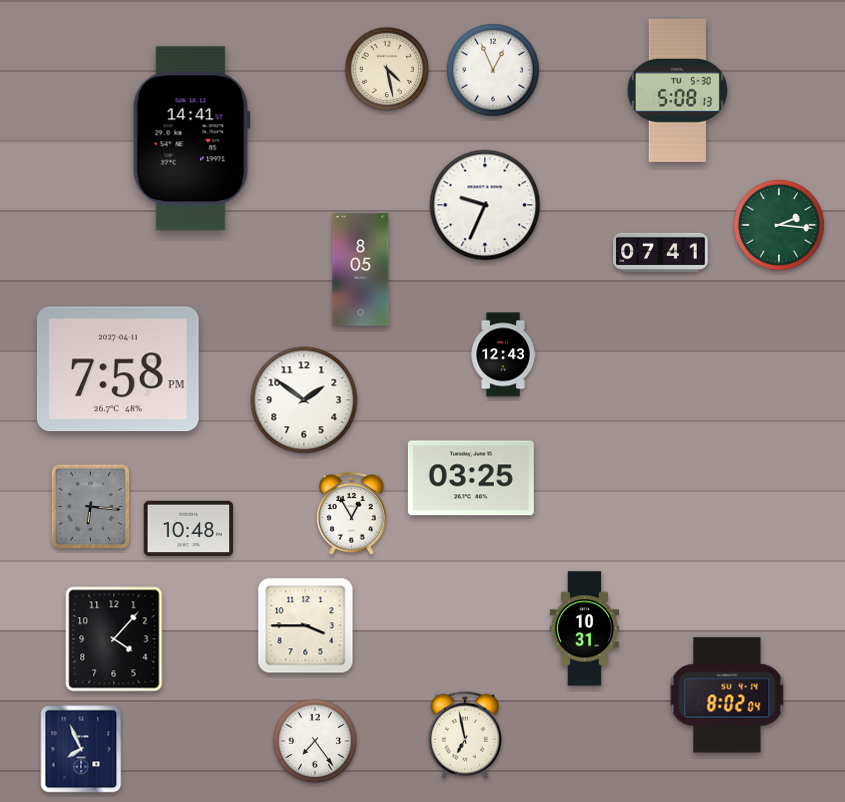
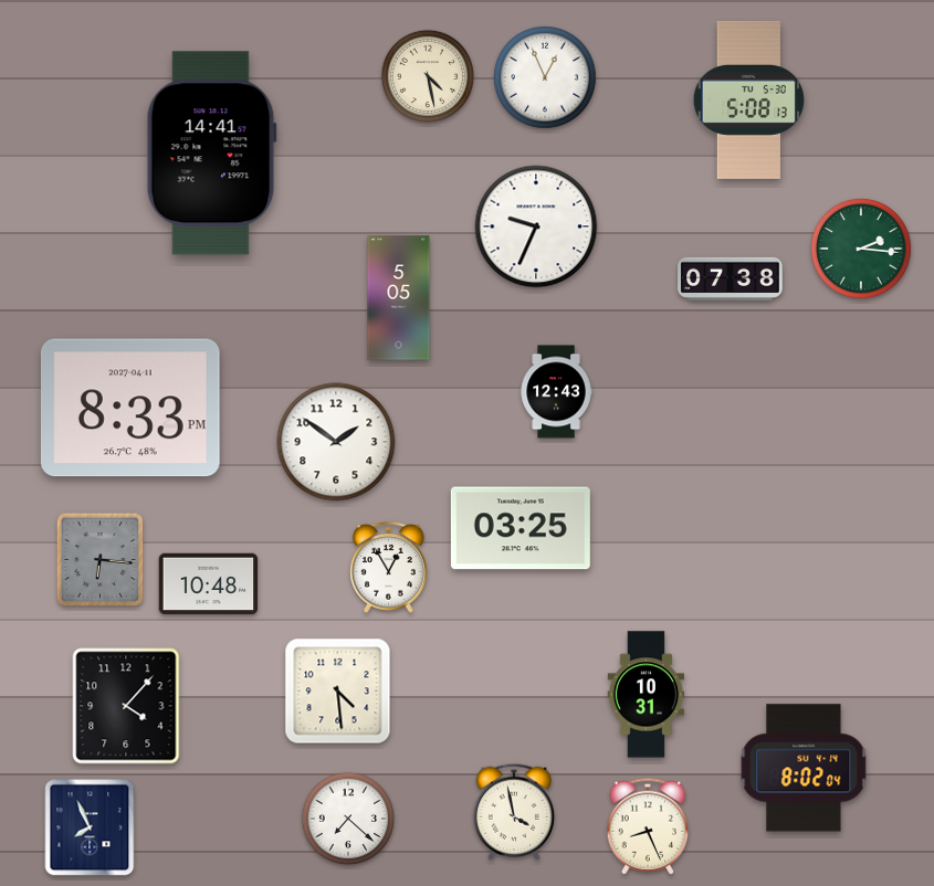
clock at (661, 252): 07:41 -> 07:38
clock at (361, 270): 8:05 -> 5:05
clock at (118, 369): 7:58 -> 8:33
clock at (306, 626): 3:45 -> 4:29
clock at (464, 735): 6:58 -> 3:58
clock at (315, 741): 7:24 -> 7:22
clock at (647, 826): none -> 8:26
